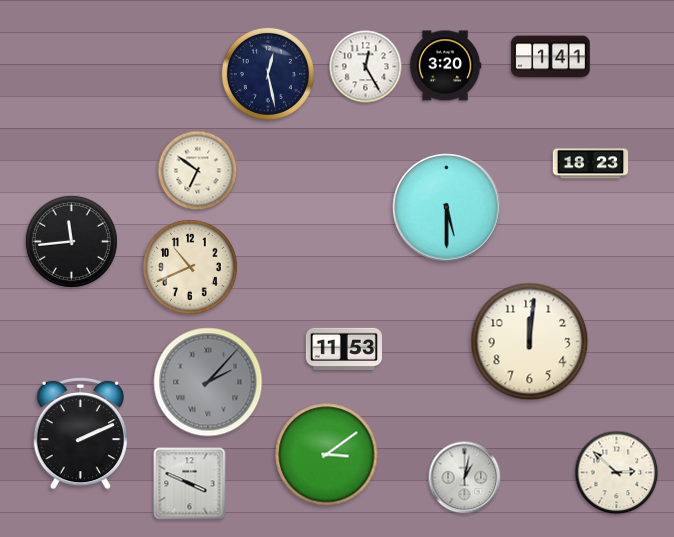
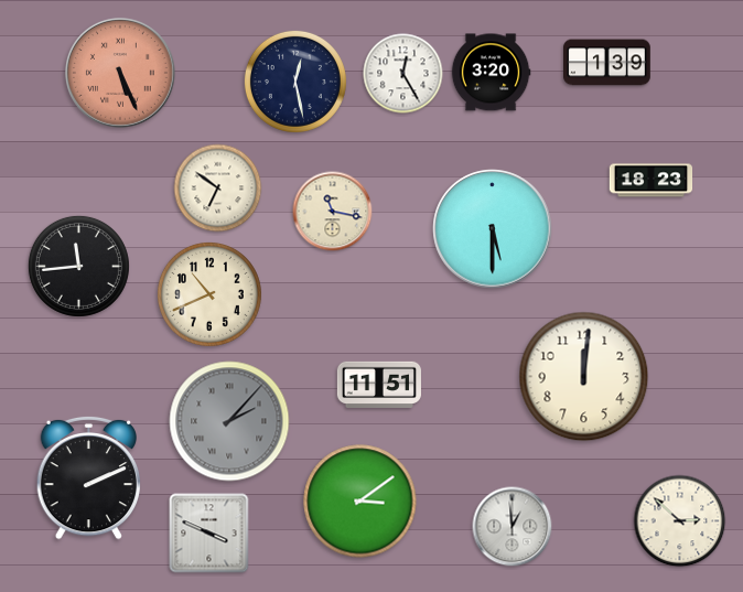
clock at (551, 57): 1:41 -> 1:39
clock at (120, 73): none -> 5:26
clock at (333, 212): none -> 11:17
clock at (344, 348): 11:53 -> 11:51
clock at (465, 478): 1:02 -> 12:59
